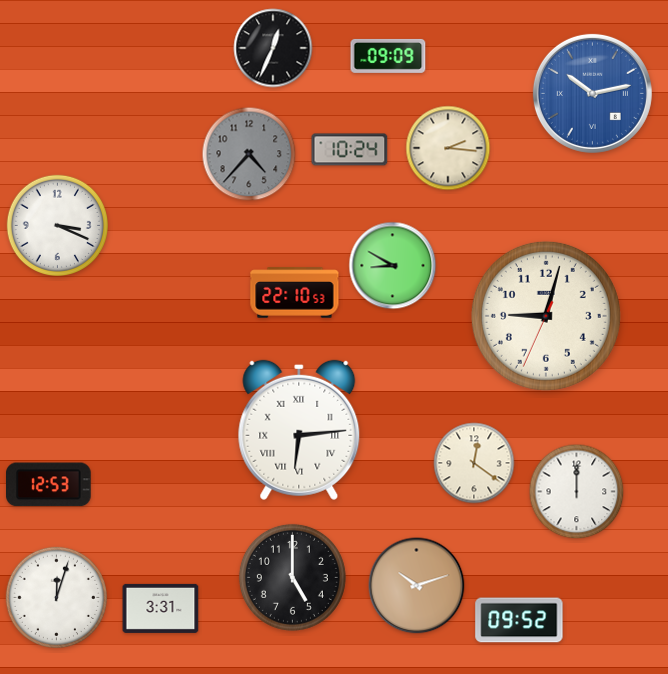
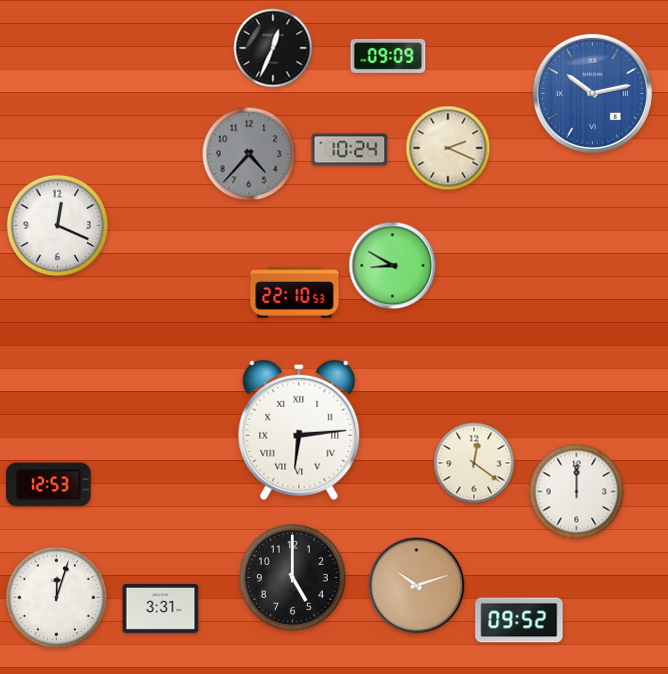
clock at (448, 148): 2:16 -> 2:19
clock at (57, 225): 3:19 -> 12:19
clock at (546, 316): 9:02 -> none
